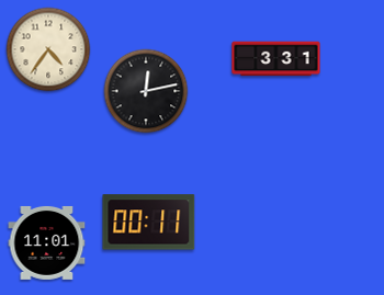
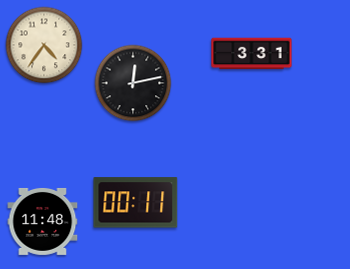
clock at (47, 242): 11:01 -> 11:48
